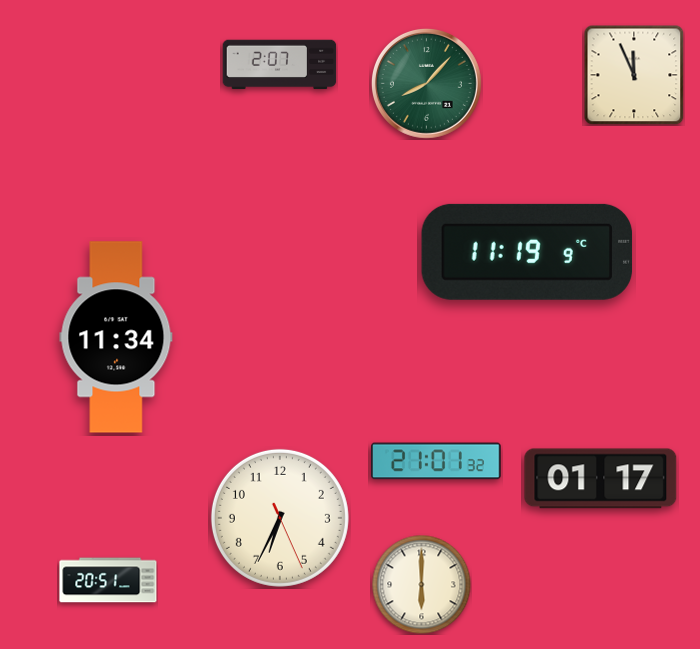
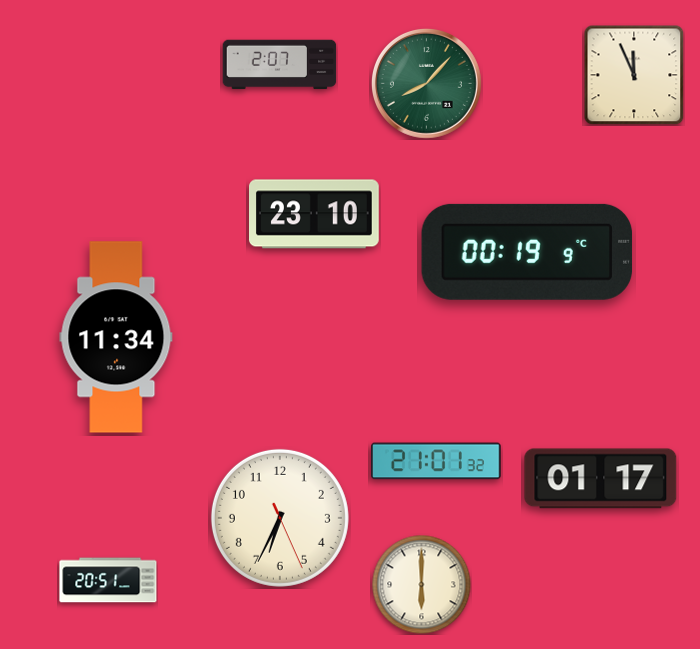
clock at (315, 214): none -> 23:10
clock at (527, 252): 11:19 -> 00:19
